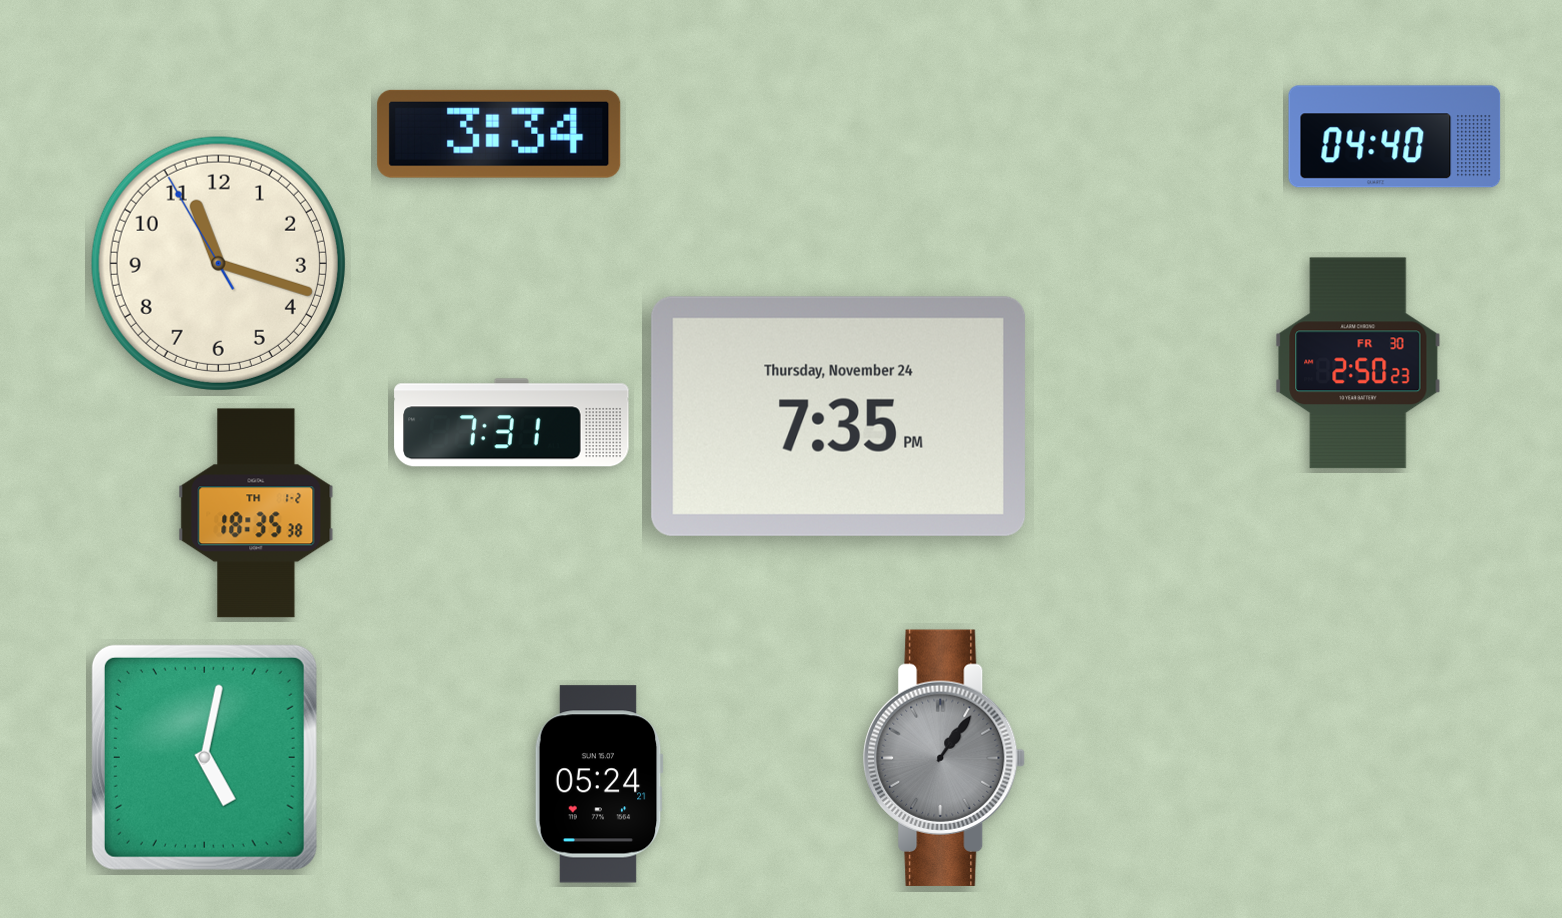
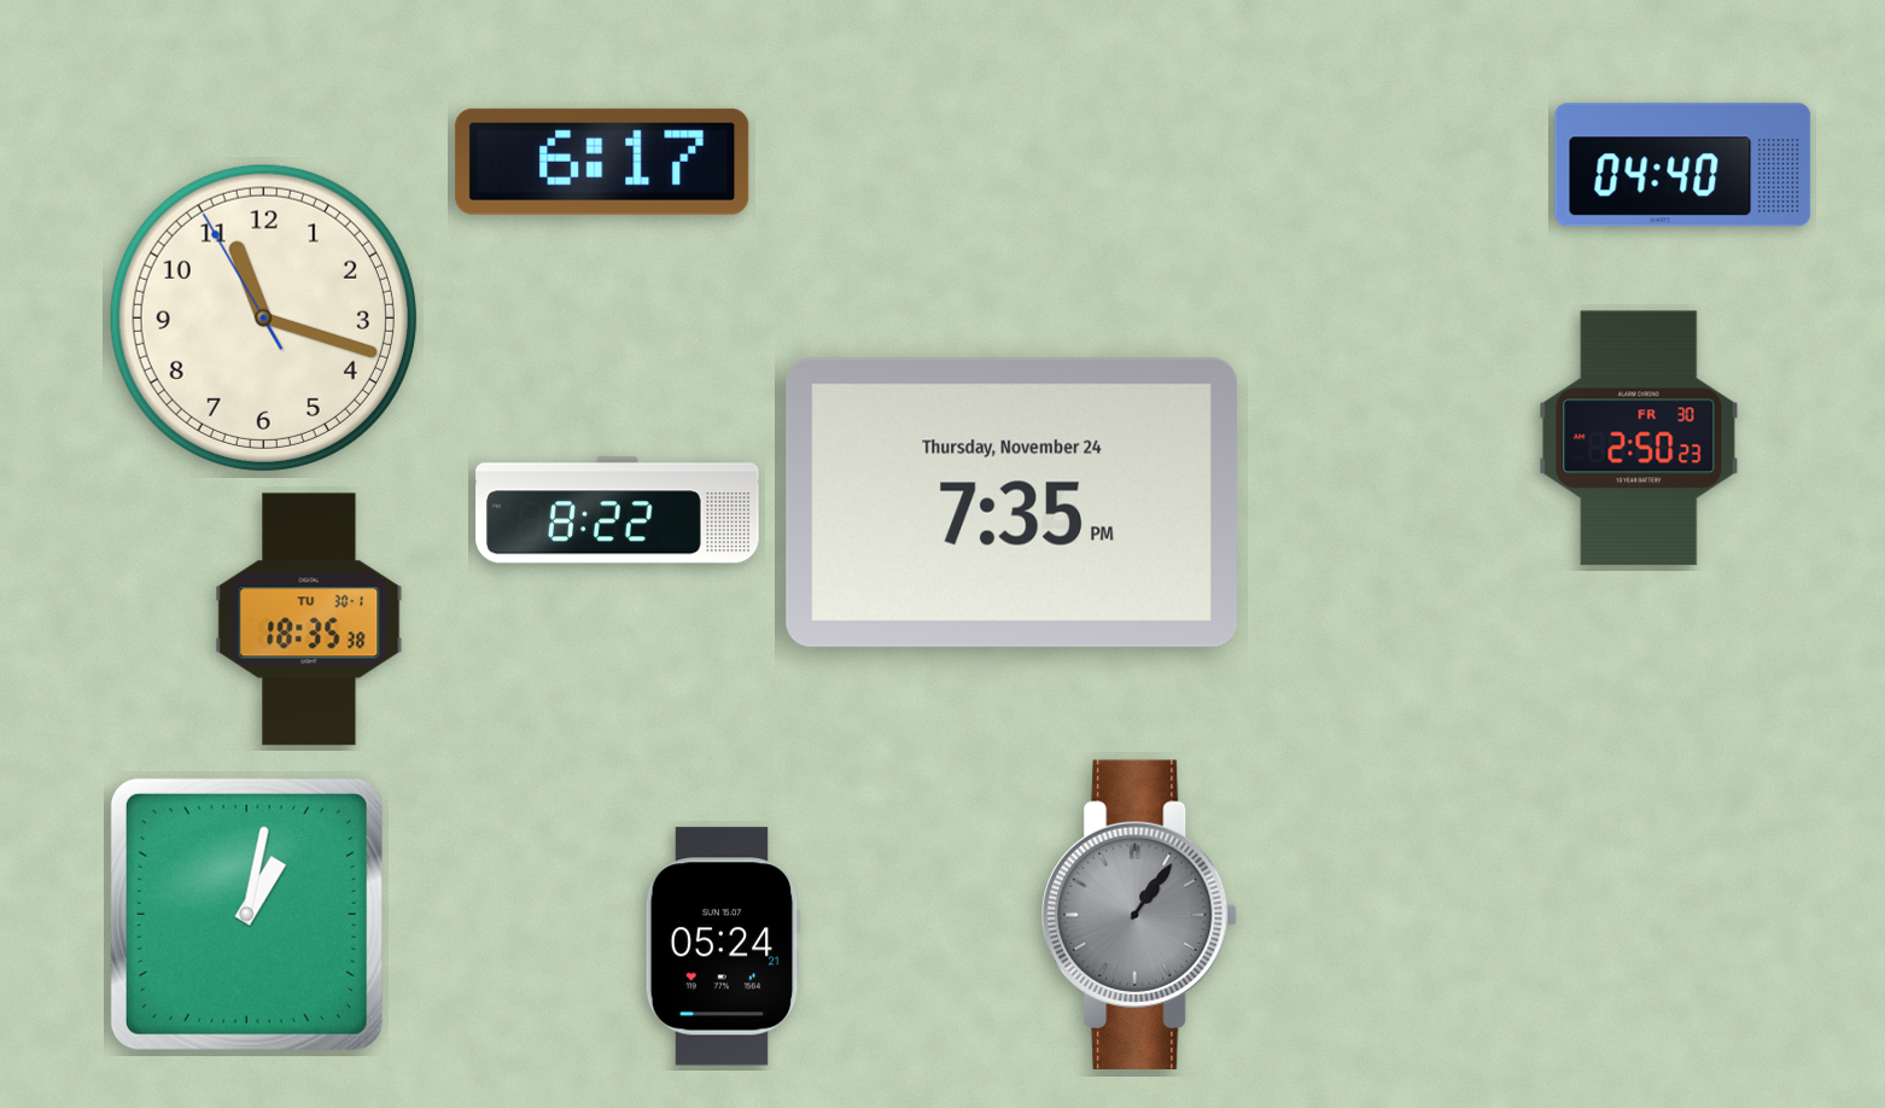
clock at (499, 134): 3:34 -> 6:17
clock at (512, 423): 7:31 -> 8:22
clock at (256, 513) date: TH 1-2 -> TU 30-1
clock at (204, 757): 5:02 -> 1:02
